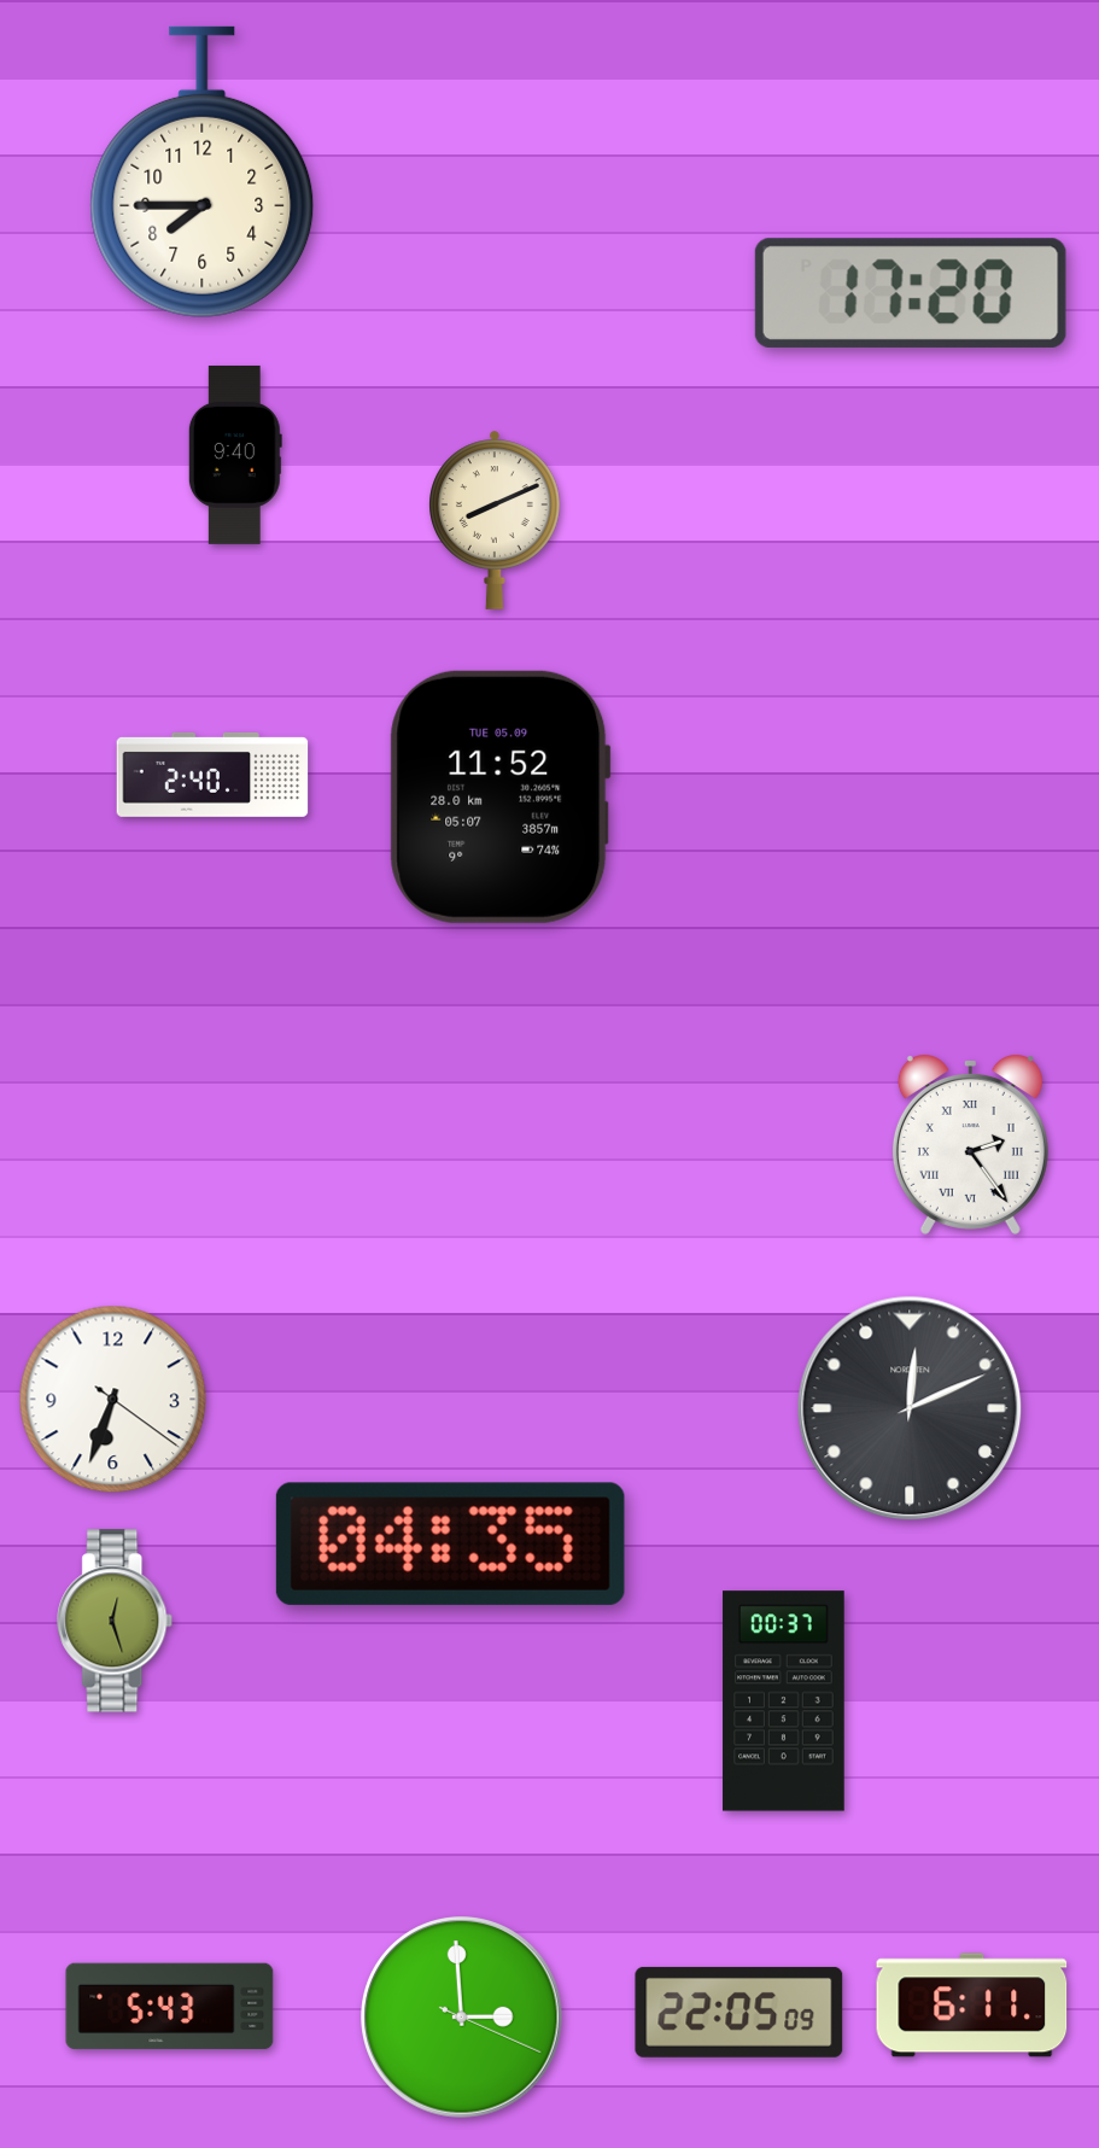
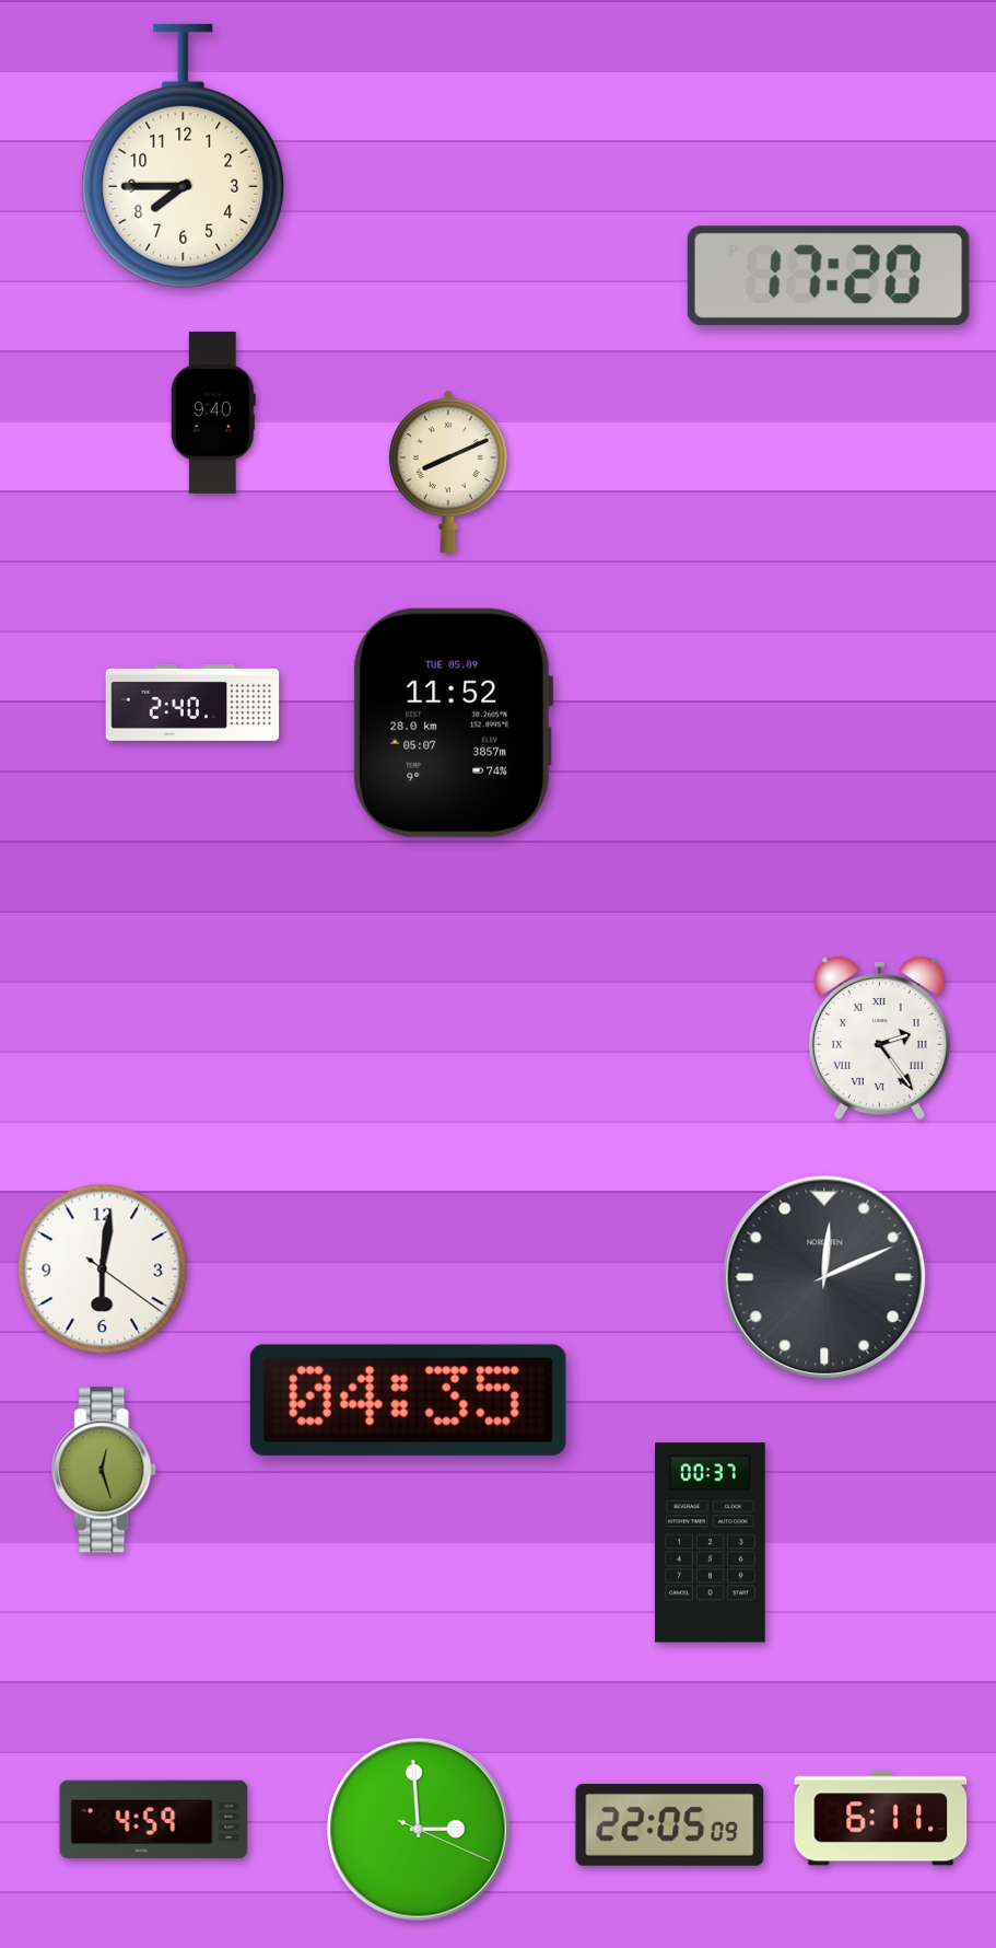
clock at (911, 293) position: (911, 293) -> (829, 276)
clock at (113, 1400): 6:33 -> 6:01
clock at (170, 2007): 5:43 -> 4:59
